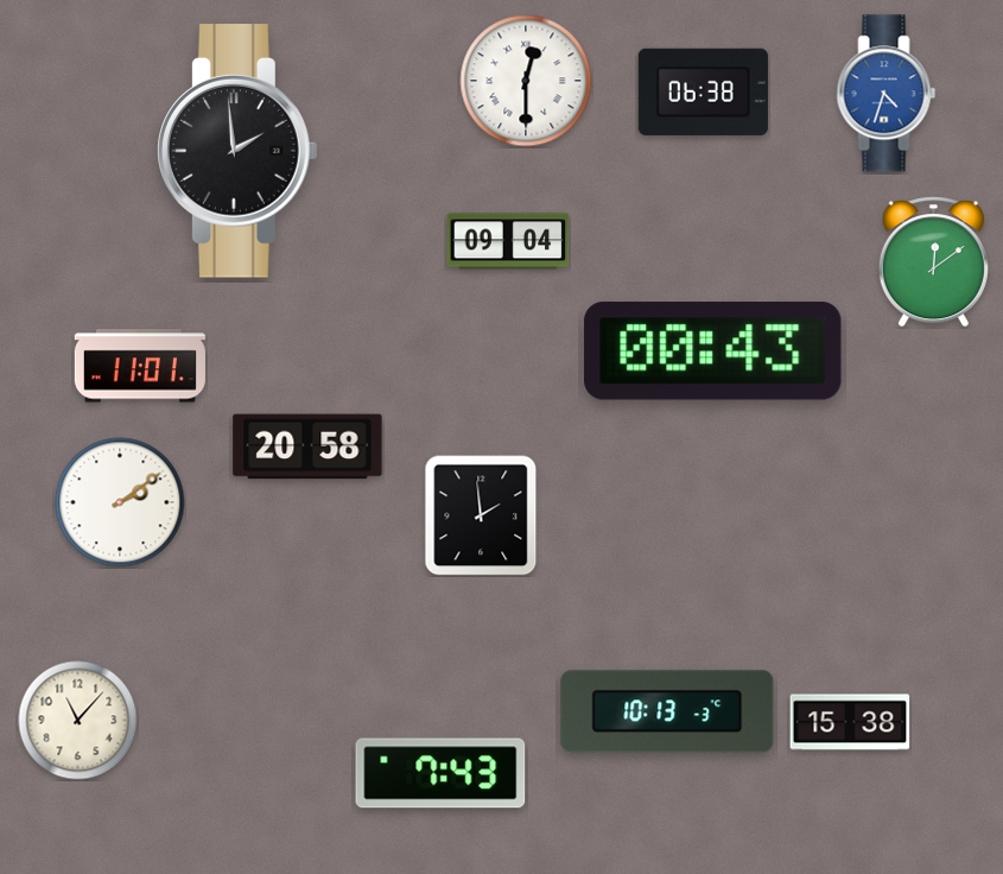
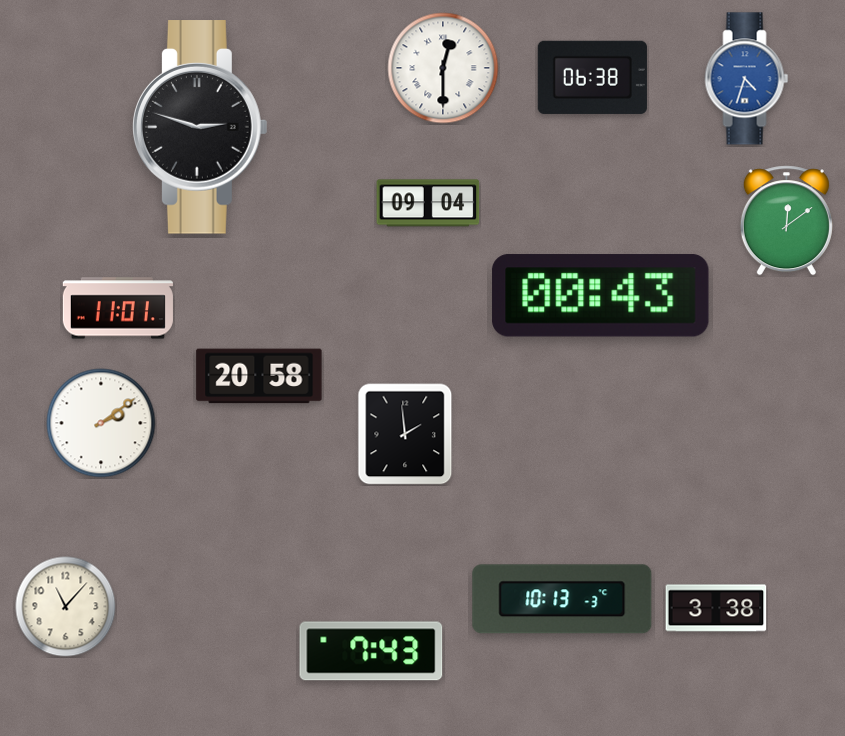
clock at (239, 151): 1:59 -> 2:48
clock at (850, 722): 15:38 -> 3:38
